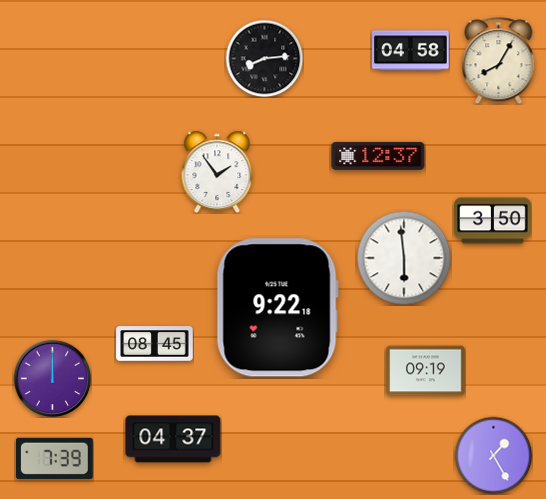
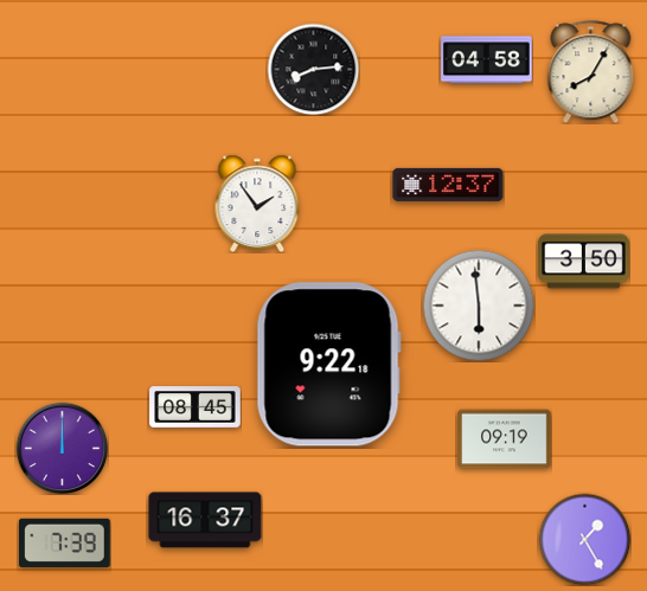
clock at (155, 344) position: (155, 344) -> (196, 407)
clock at (173, 439): 04:37 -> 16:37
